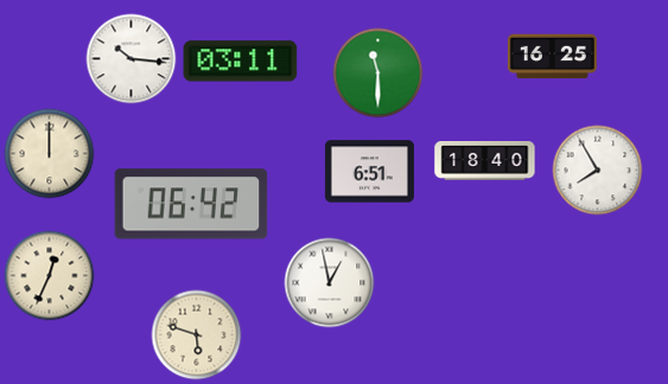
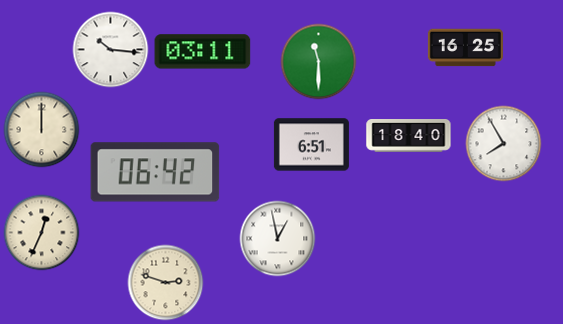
clock at (191, 204) position: (191, 204) -> (155, 172)
clock at (197, 335): 5:48 -> 2:48
